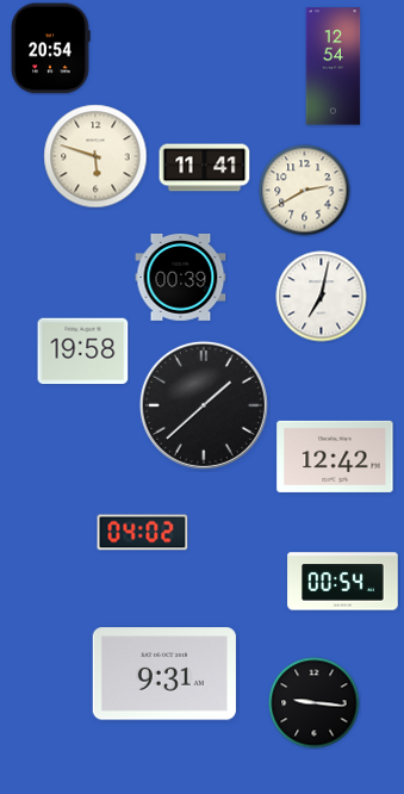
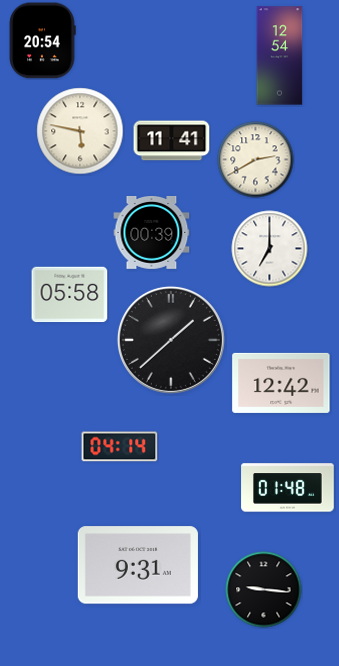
clock at (95, 156): 5:48 -> 5:47
clock at (322, 297): 7:02 -> 7:00
clock at (83, 352): 19:58 -> 05:58
clock at (143, 533): 04:02 -> 04:14
clock at (343, 582): 00:54 -> 01:48
